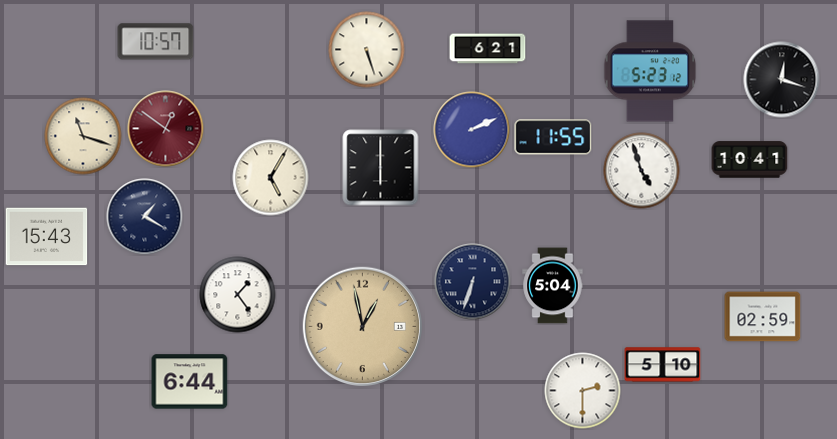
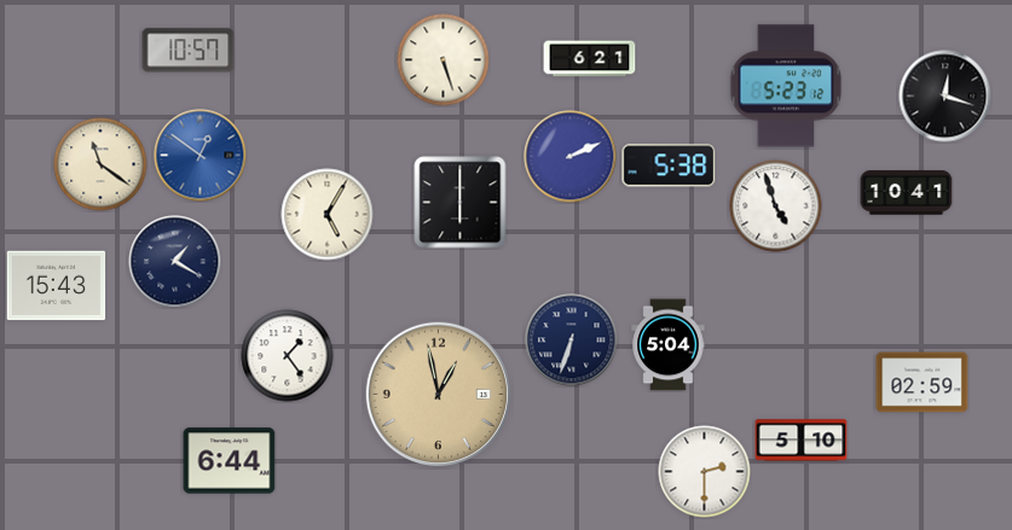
clock at (166, 129) dial: burgundy -> blue
clock at (83, 136): 11:18 -> 11:21
clock at (553, 137): 11:55 -> 5:38
